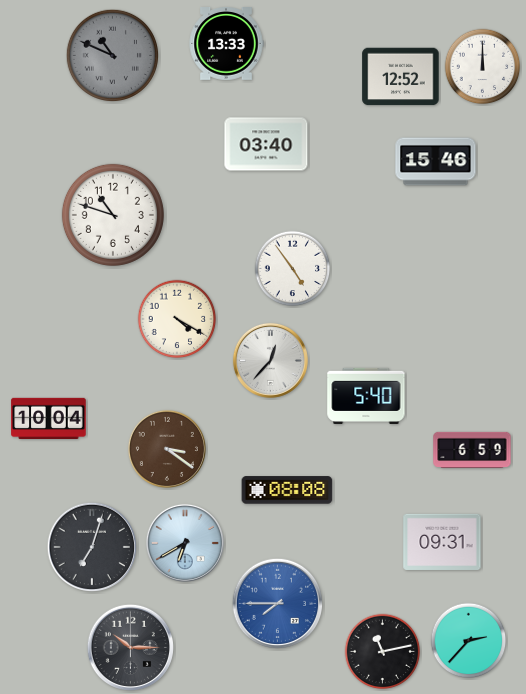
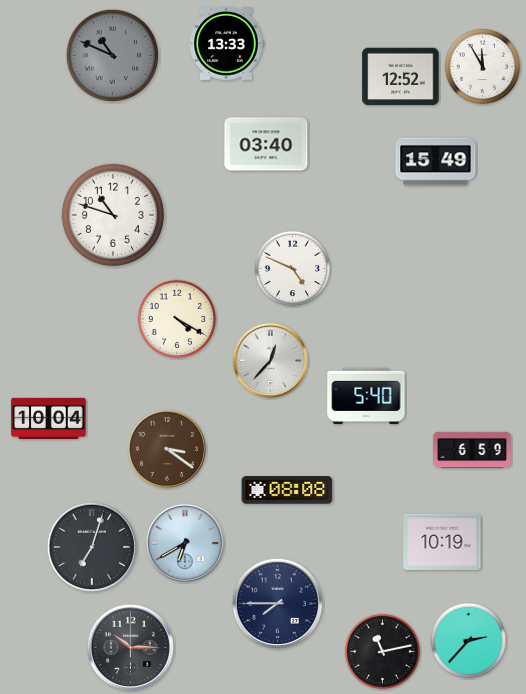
clock at (483, 67): 12:00 -> 11:55
clock at (436, 162): 15:46 -> 15:49
clock at (293, 269): 4:54 -> 4:49
clock at (442, 542): 09:31 -> 10:19
clock at (277, 603) dial: blue -> navy
